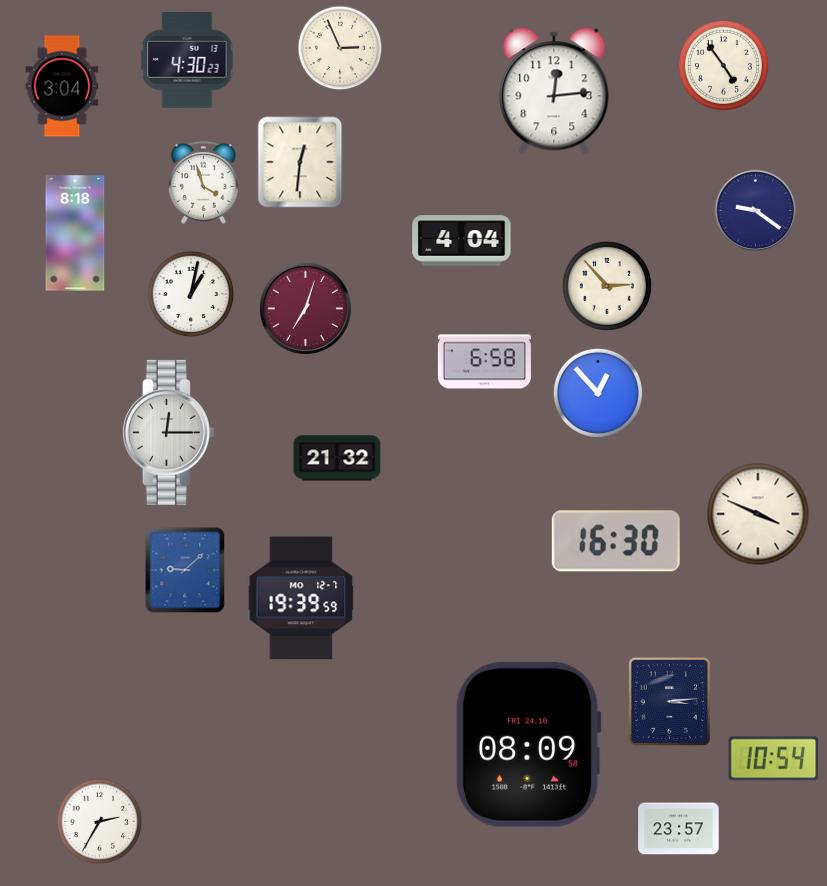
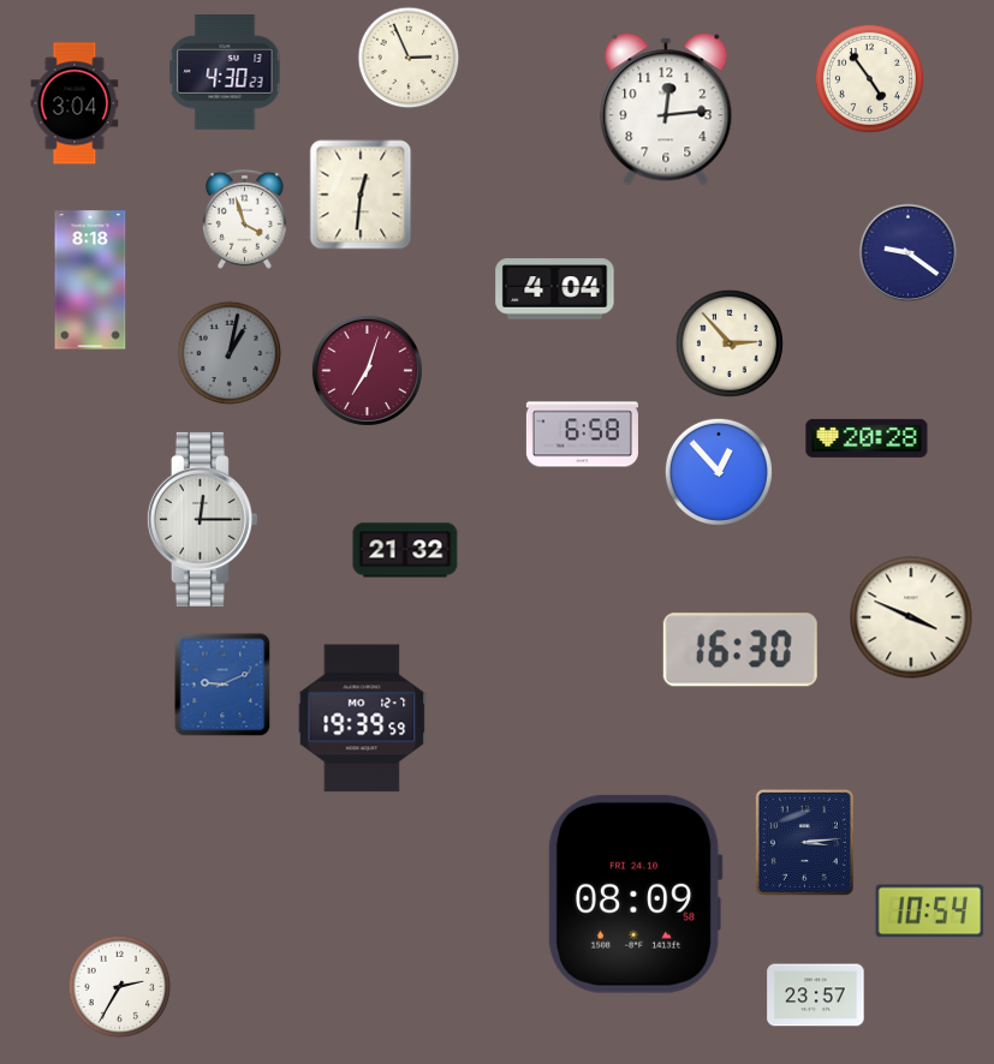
clock at (191, 294) dial: white -> grey
clock at (867, 438): none -> 20:28
clock at (185, 570): 9:08 -> 9:11
